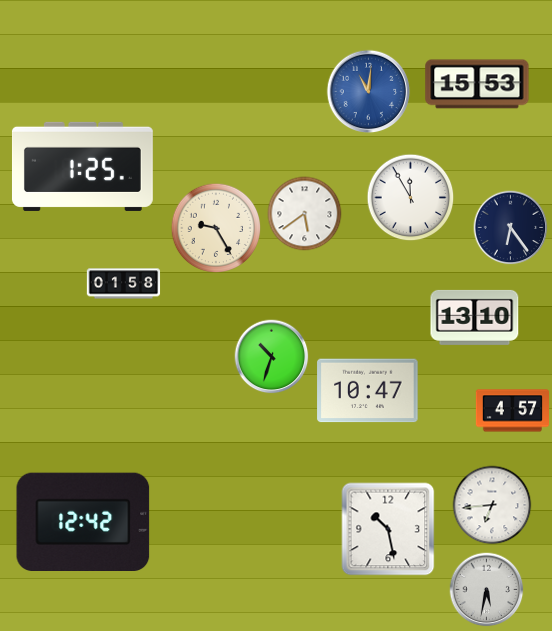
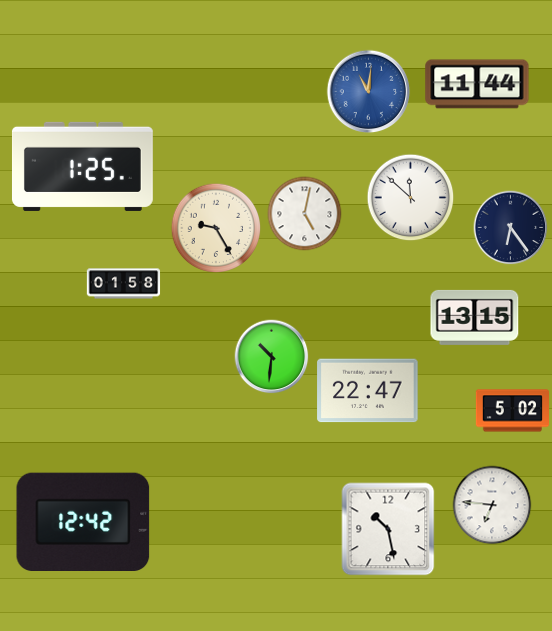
clock at (477, 84): 15:53 -> 11:44
clock at (411, 198): 11:55 -> 11:52
clock at (305, 214): 5:39 -> 5:02
clock at (475, 317): 13:10 -> 13:15
clock at (272, 357): 10:33 -> 10:31
clock at (368, 391): 10:47 -> 22:47
clock at (512, 411): 4:57 -> 5:02
clock at (492, 505): 6:44 -> 6:46
clock at (487, 590): 5:32 -> none
